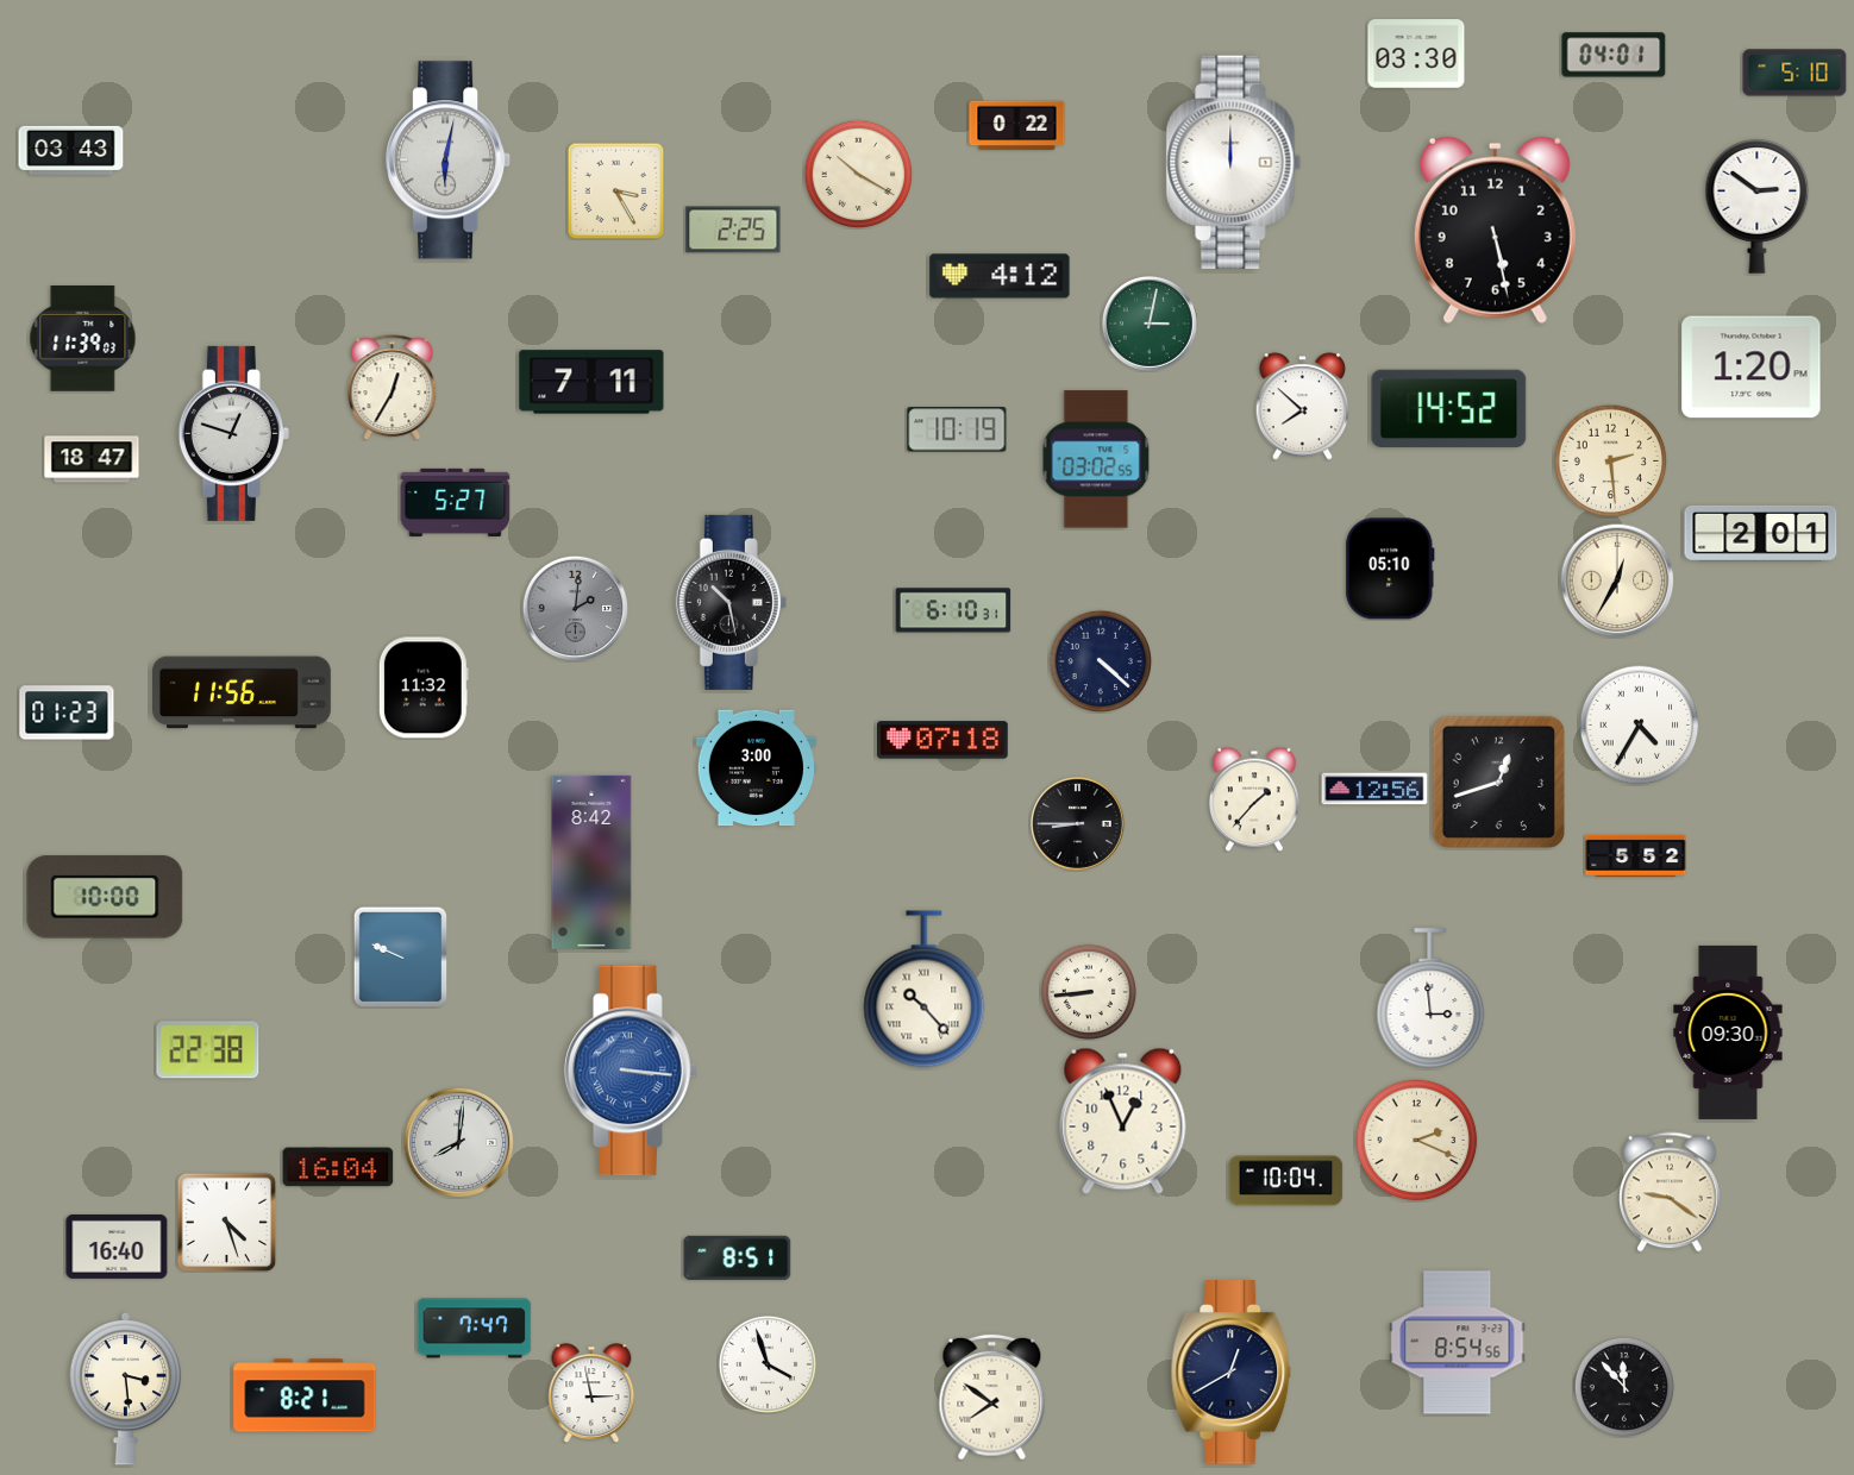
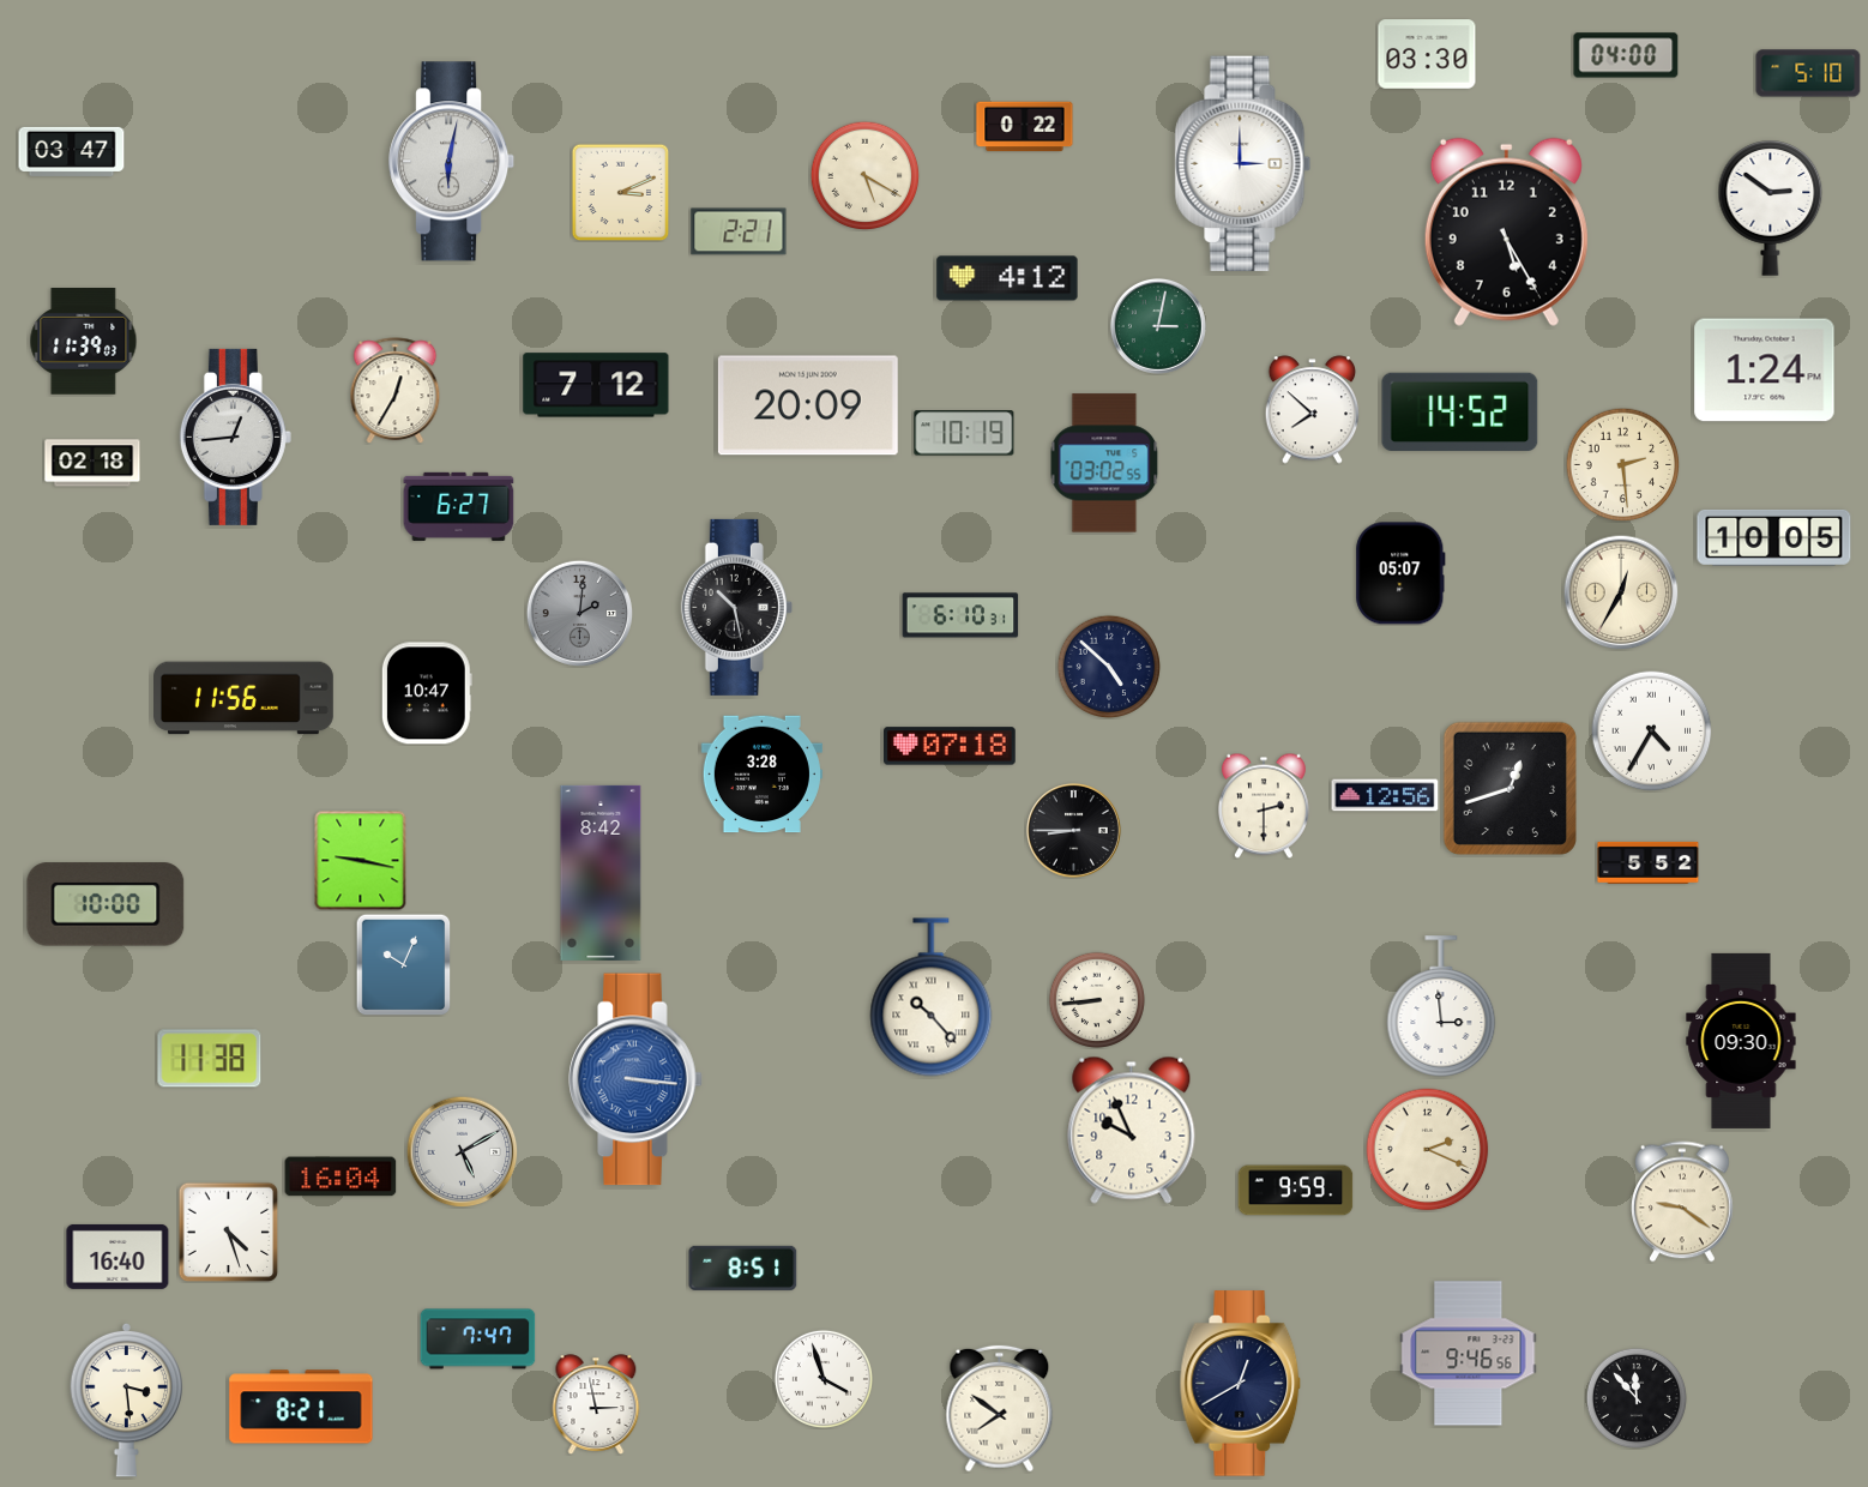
clock at (1614, 55): 04:01 -> 04:00
clock at (71, 150): 03:43 -> 03:47
clock at (1234, 163): 12:00 -> 3:00
clock at (858, 174): 10:20 -> 5:20
clock at (615, 190): 3:25 -> 3:11
clock at (733, 230): 2:25 -> 2:21
clock at (1495, 230): 5:28 -> 5:25
clock at (1752, 368): 1:20 -> 1:24
clock at (591, 382): 7:11 -> 7:12
clock at (808, 405): none -> 20:09
clock at (233, 433): 12:48 -> 12:44
clock at (92, 459): 18:47 -> 02:18
clock at (456, 502): 5:27 -> 6:27
clock at (1761, 533): 2:01 -> 10:05
clock at (1390, 569): 05:10 -> 05:07
clock at (1617, 580) position: (1617, 580) -> (1621, 592)
clock at (1101, 661): 4:22 -> 4:52
clock at (424, 688): 11:32 -> 10:47
clock at (67, 713): 01:23 -> none
clock at (756, 768): 3:00 -> 3:28
clock at (1254, 799): 1:37 -> 2:30
clock at (1077, 823) position: (1077, 823) -> (1073, 830)
clock at (361, 860): none -> 9:17
clock at (591, 862) position: (591, 862) -> (601, 873)
clock at (401, 956): 9:49 -> 10:04
clock at (208, 1050): 22:38 -> 11:38
clock at (1123, 1121): 12:56 -> 9:56
clock at (458, 1142): 8:01 -> 5:10
clock at (1286, 1181): 10:04 -> 9:59
clock at (1458, 1343): 8:54 -> 9:46
clock at (766, 1363) position: (766, 1363) -> (822, 1378)
clock at (305, 1395) position: (305, 1395) -> (301, 1407)
